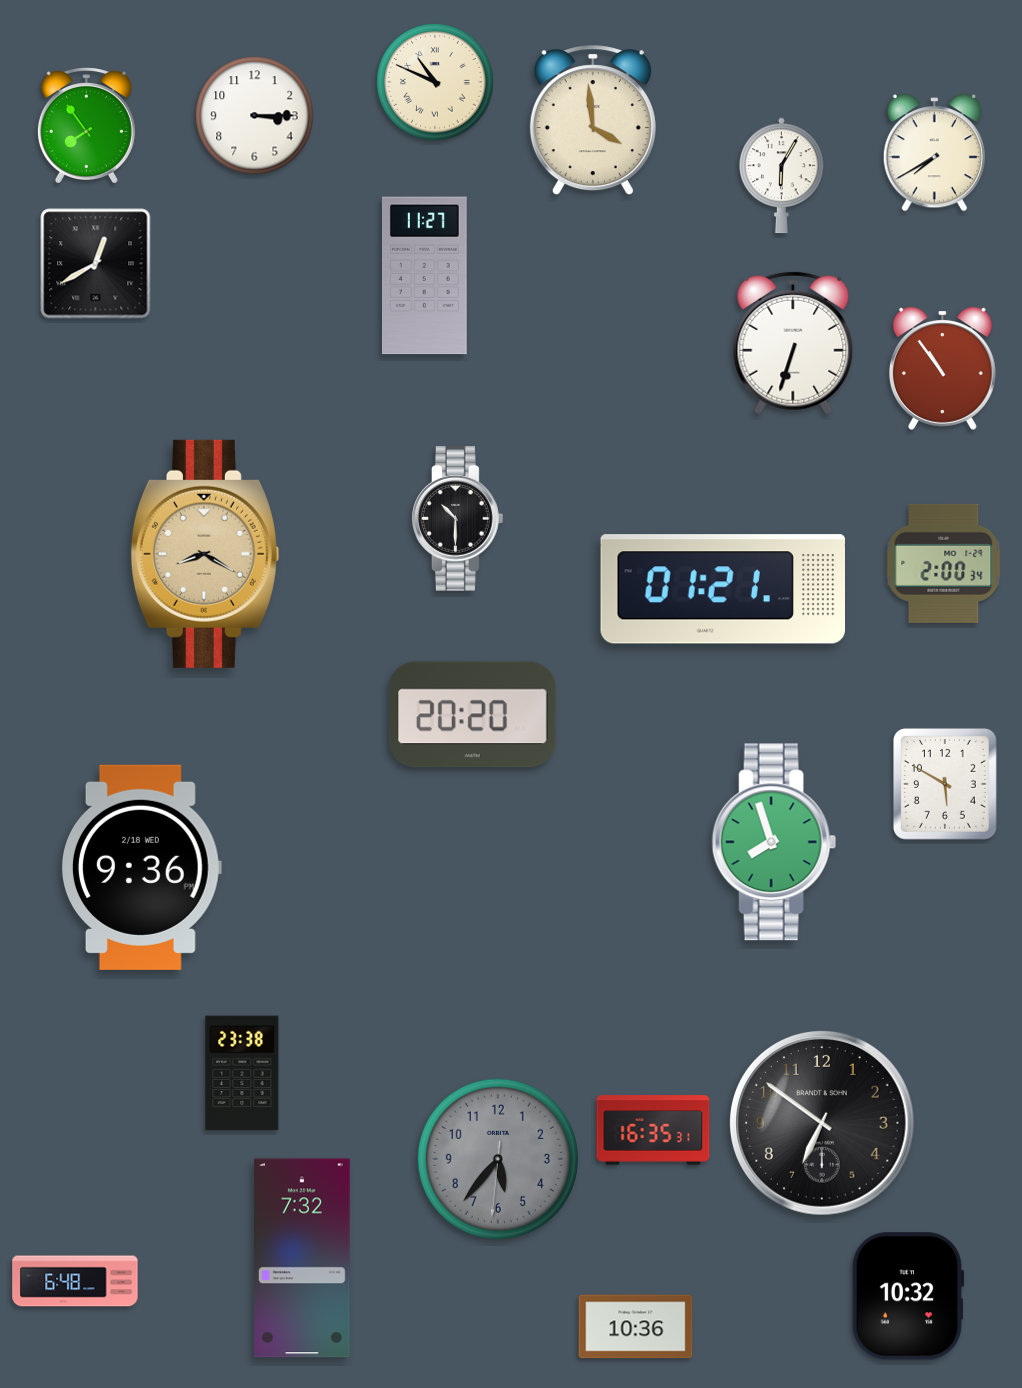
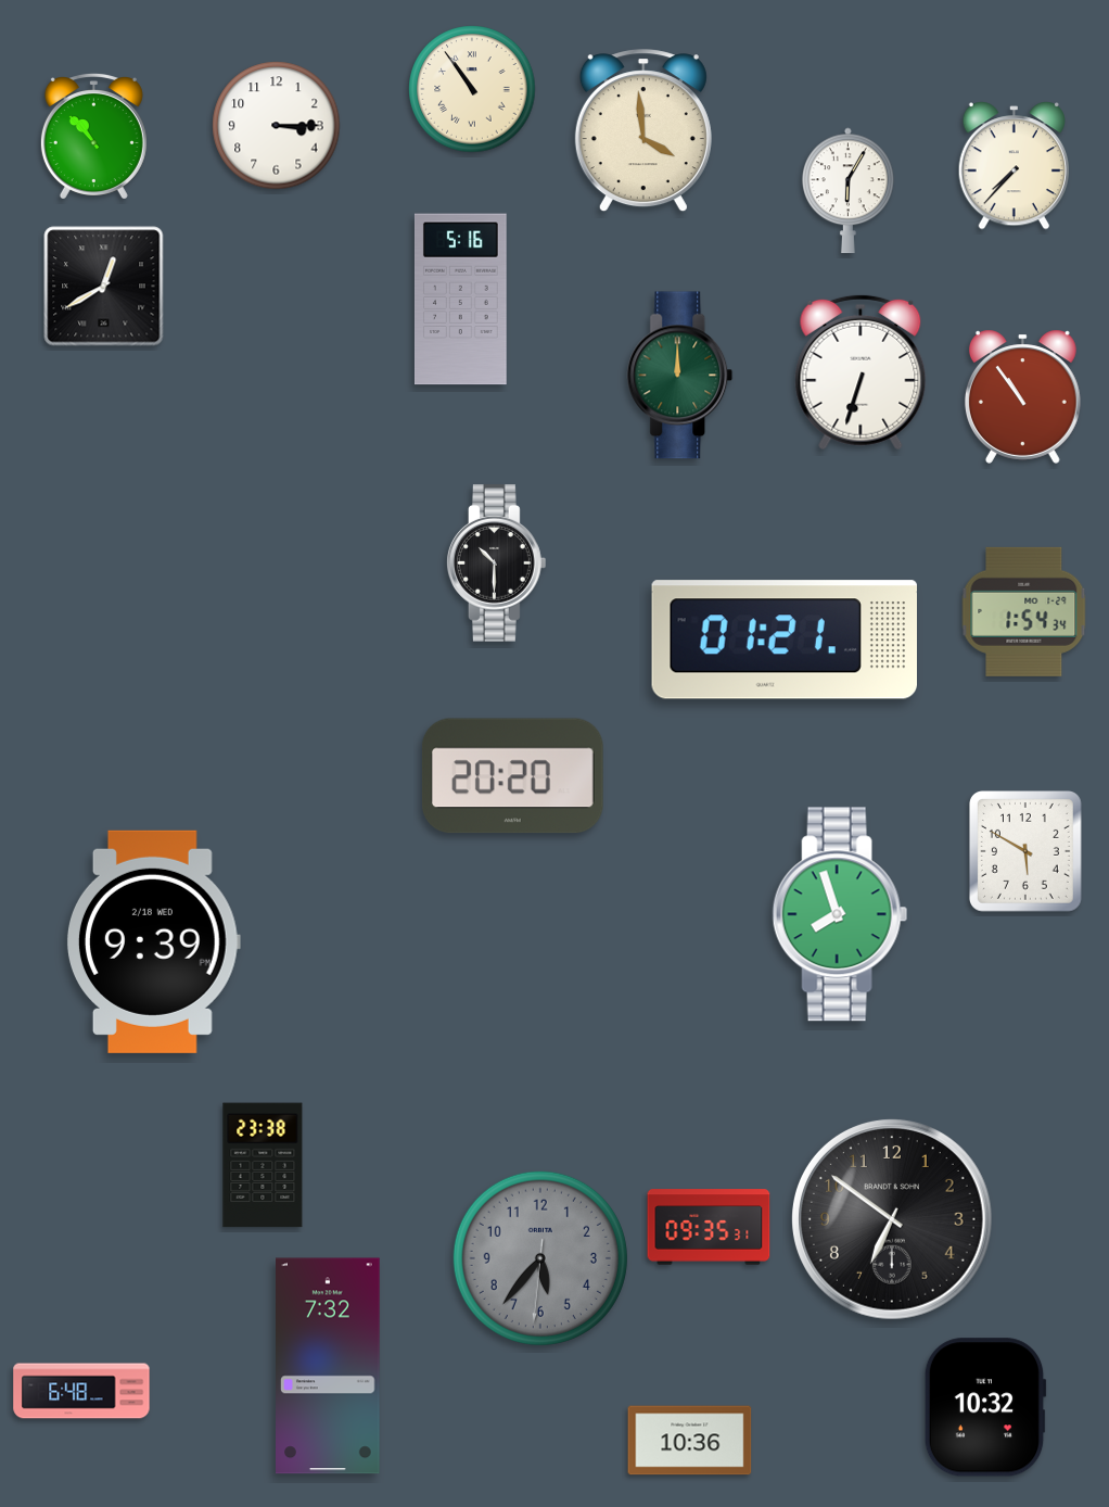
clock at (435, 82): 10:49 -> 10:54
clock at (86, 126): 7:54 -> 10:53
clock at (934, 153): 7:40 -> 7:37
clock at (424, 276): 11:27 -> 5:16
clock at (680, 376): none -> 12:00
clock at (942, 368) position: (942, 368) -> (1022, 396)
clock at (204, 554): 8:20 -> none
clock at (944, 563): 2:00 -> 1:54
clock at (141, 867): 9:36 -> 9:39
clock at (653, 1130): 16:35 -> 09:35
